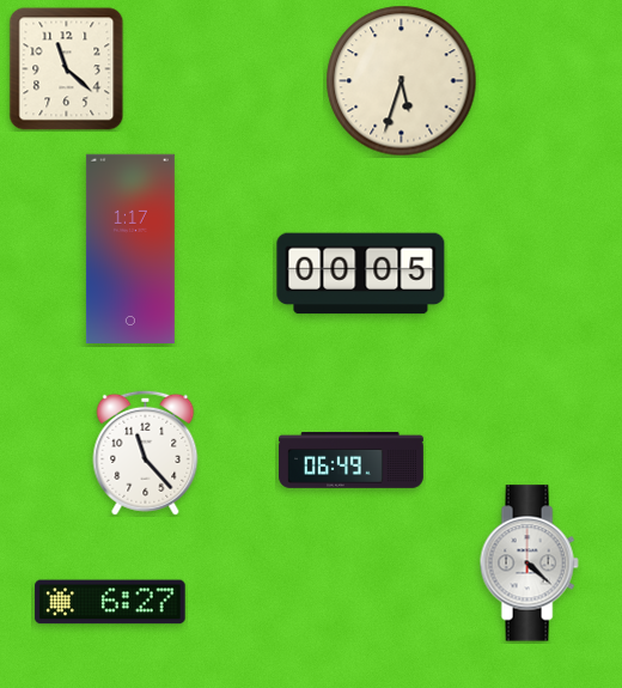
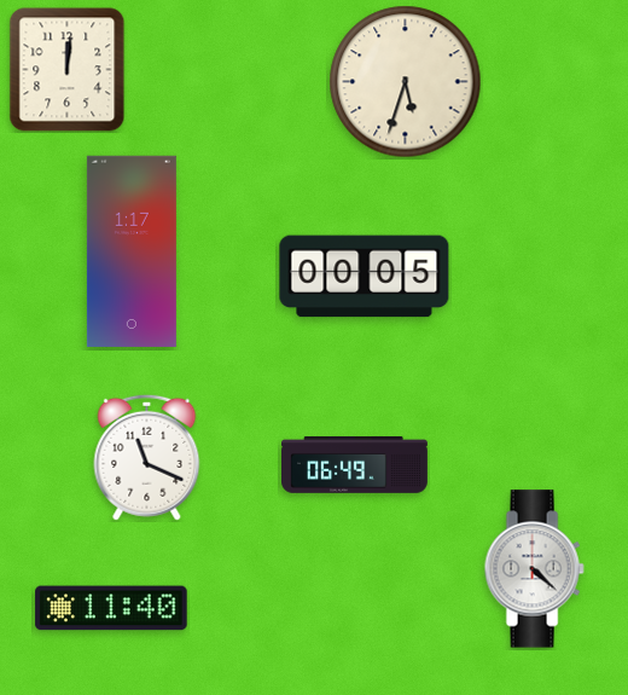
clock at (67, 69): 11:22 -> 12:01
clock at (146, 452): 11:23 -> 11:19
clock at (110, 602): 6:27 -> 11:40
